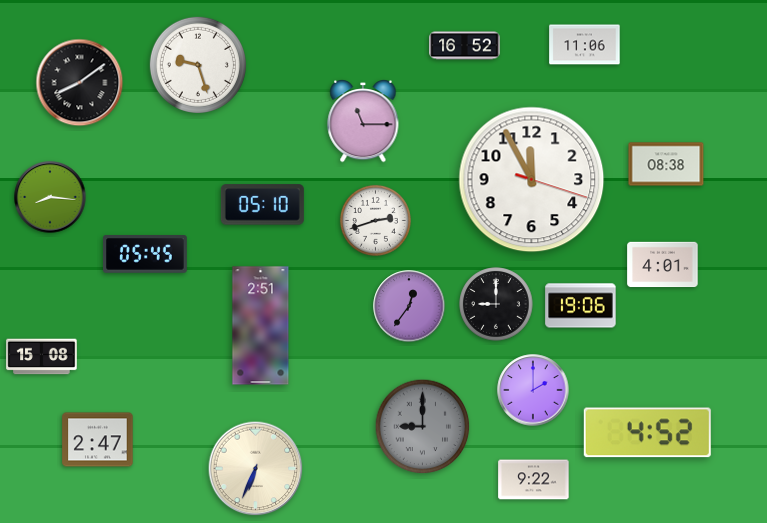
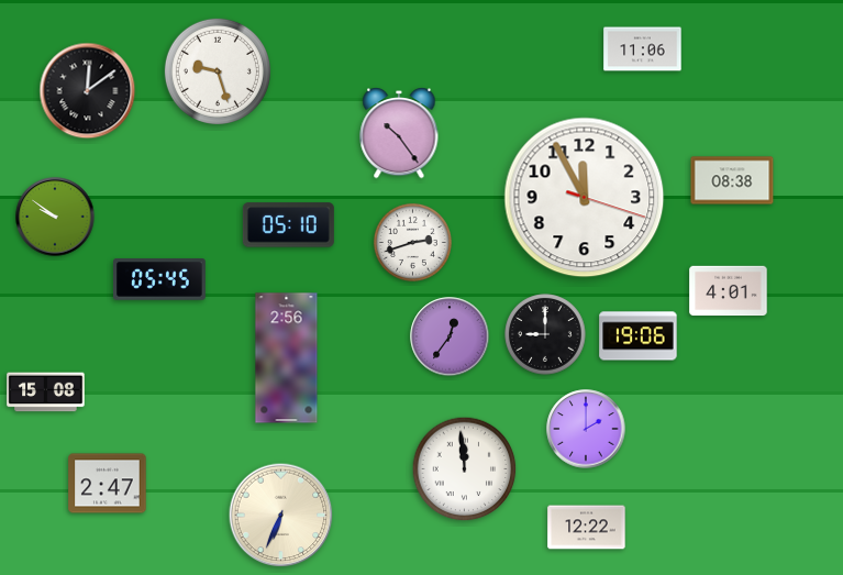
clock at (465, 46): 16:52 -> none
clock at (80, 83): 8:09 -> 12:09
clock at (363, 122): 11:15 -> 10:24
clock at (50, 197): 8:16 -> 9:51
clock at (261, 326): 2:51 -> 2:56
clock at (423, 427): 9:00 -> 11:59
clock at (423, 427) dial: grey -> white
clock at (647, 433): 4:52 -> none
clock at (534, 480): 9:22 -> 12:22
